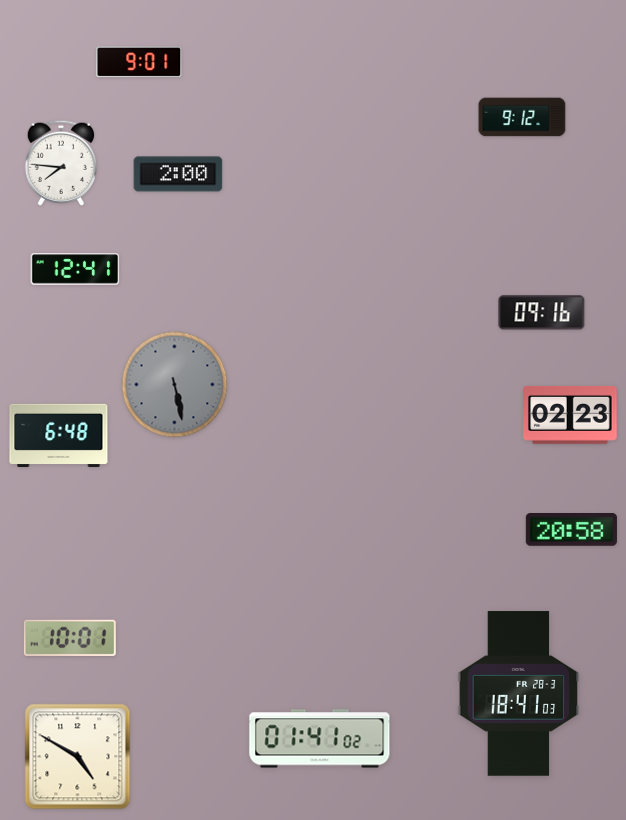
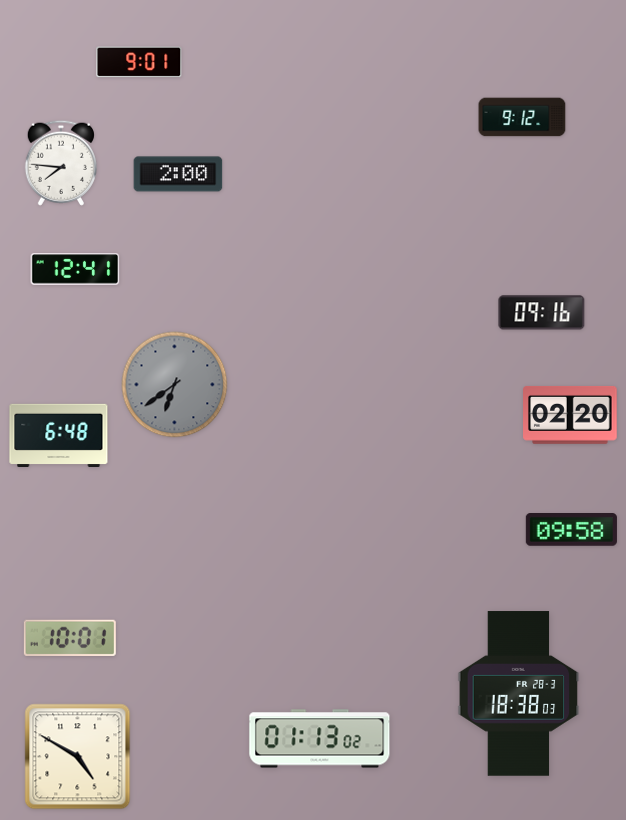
clock at (175, 385): 5:28 -> 6:39
clock at (571, 415): 02:23 -> 02:20
clock at (571, 530): 20:58 -> 09:58
clock at (519, 694): 18:41 -> 18:38
clock at (320, 739): 01:41 -> 01:13
